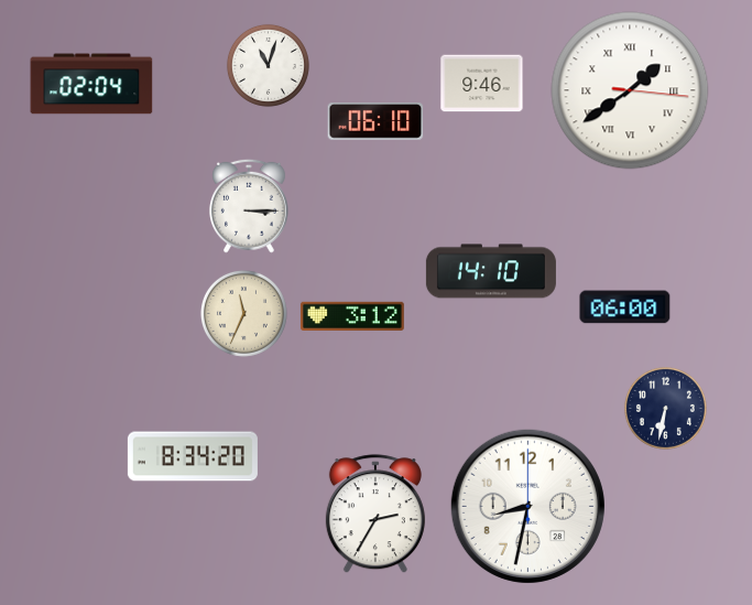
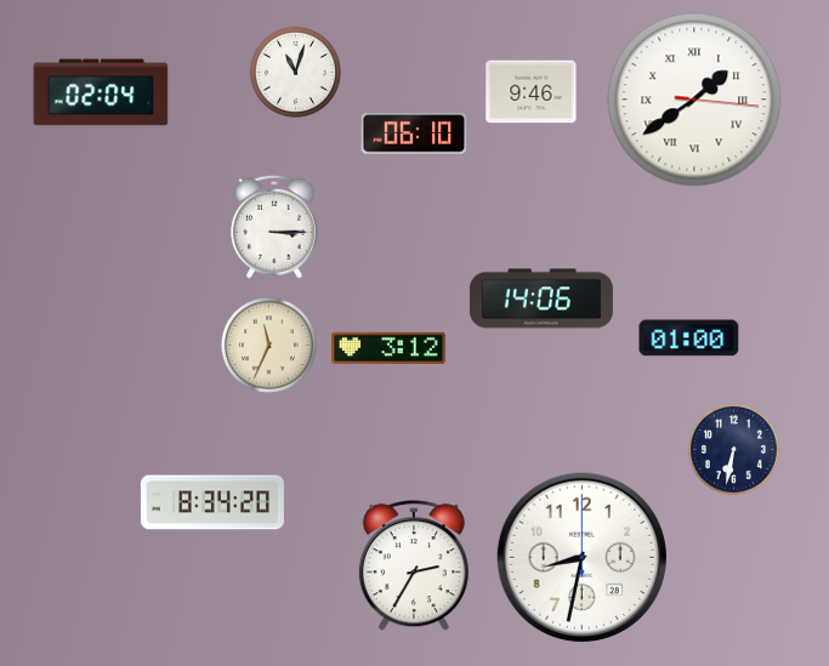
clock at (491, 271): 14:10 -> 14:06
clock at (625, 307): 06:00 -> 01:00
